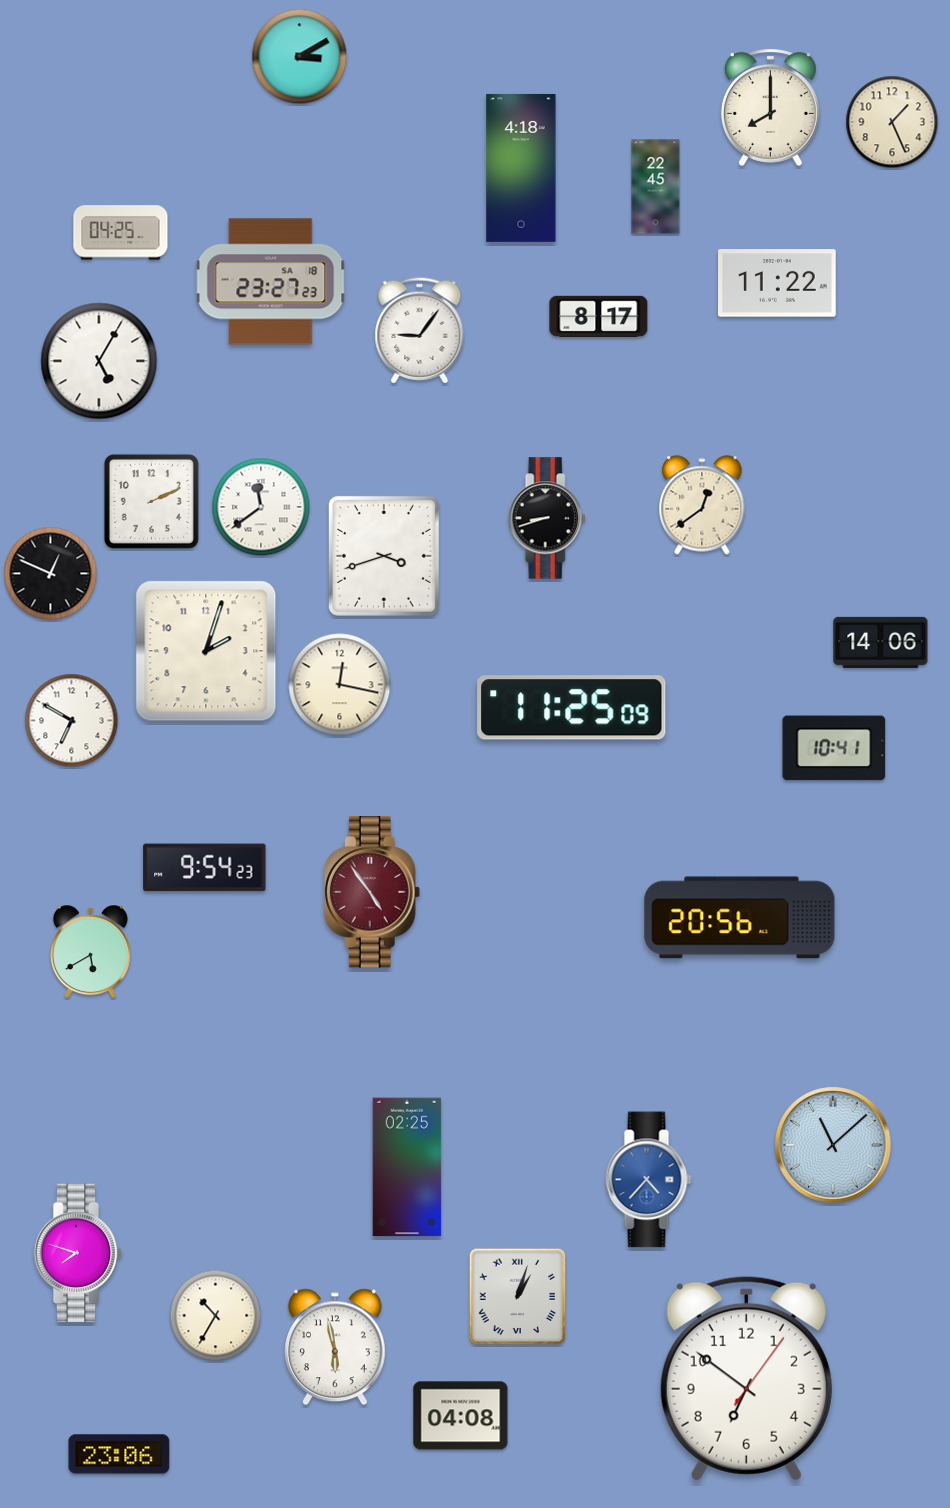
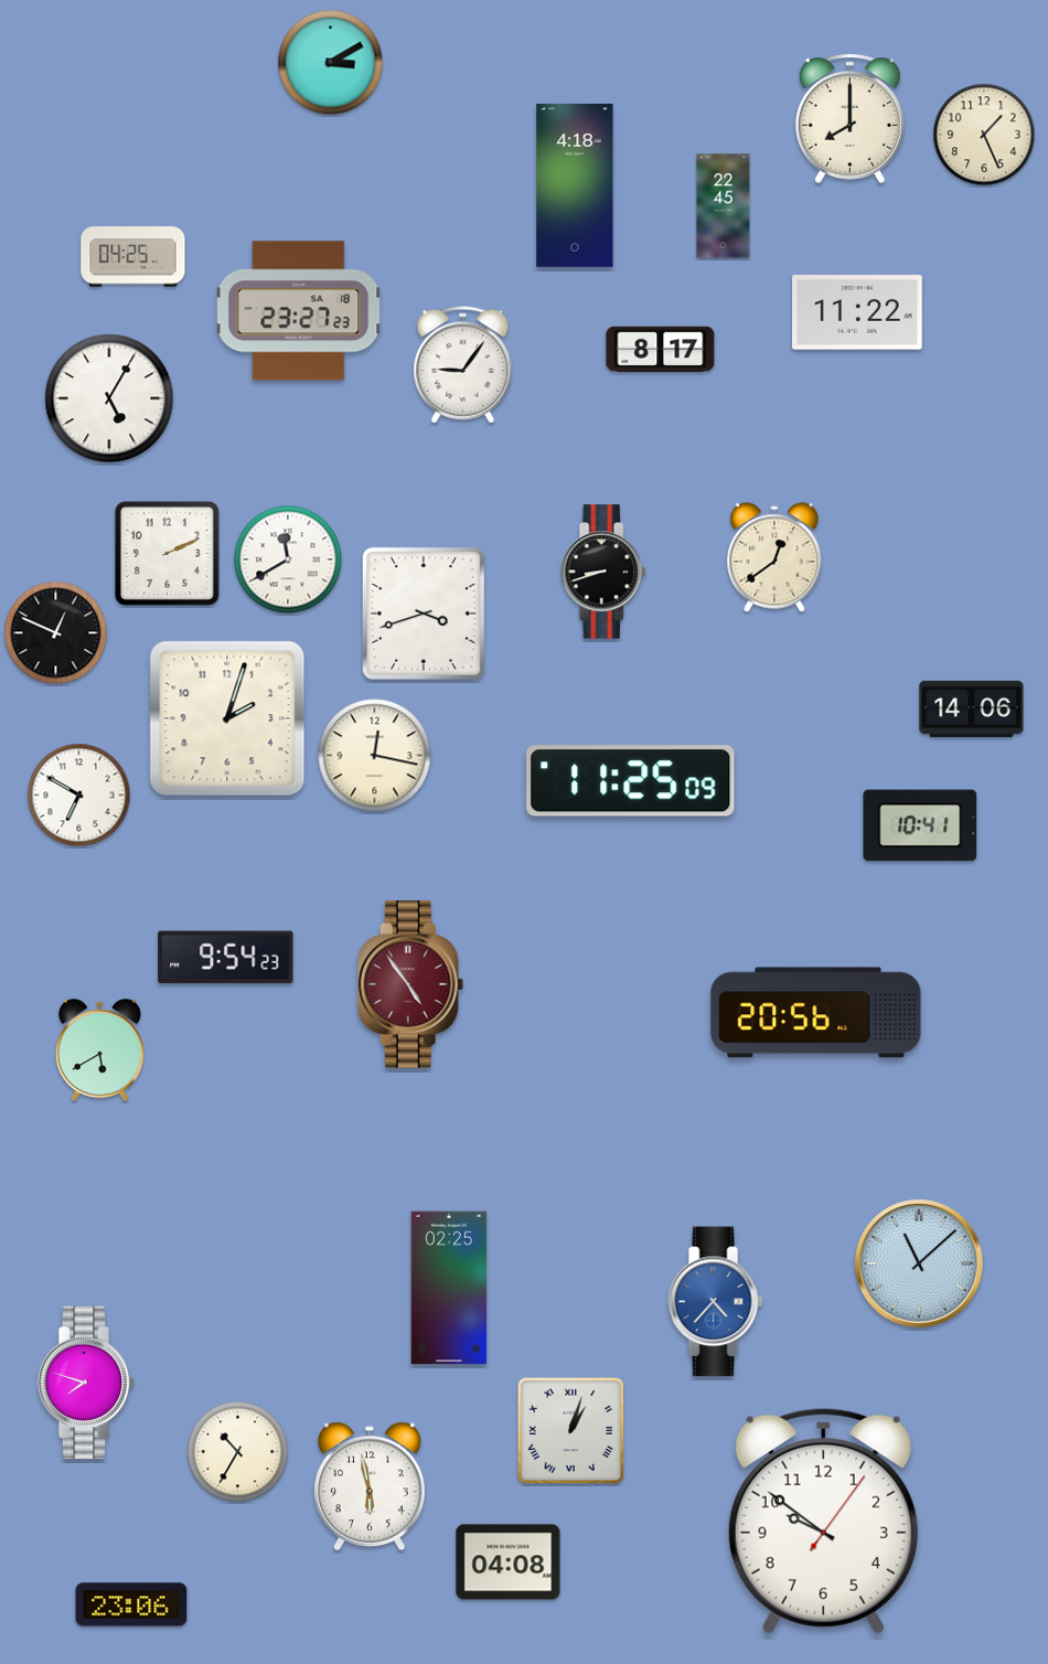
clock at (261, 507): 11:39 -> 11:40
clock at (746, 1378): 6:51 -> 9:51
